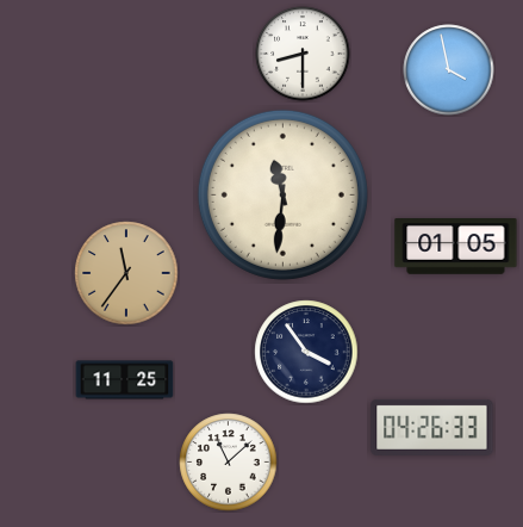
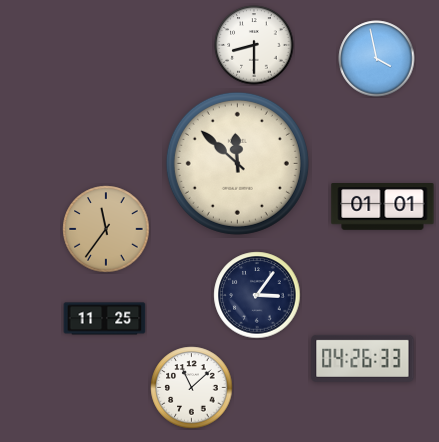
clock at (282, 194): 11:31 -> 11:52
clock at (456, 247): 01:05 -> 01:01
clock at (306, 352): 3:54 -> 3:06
